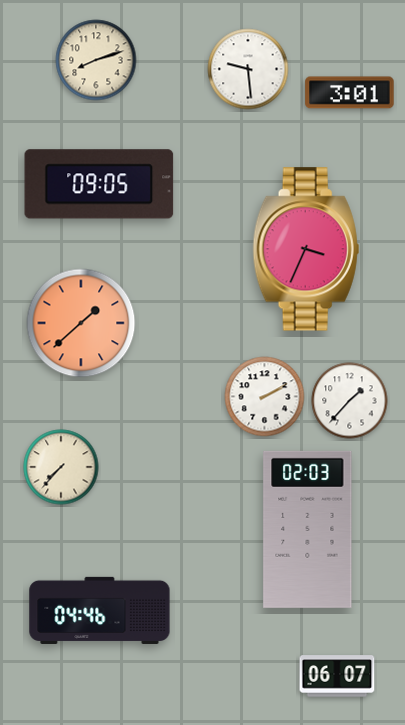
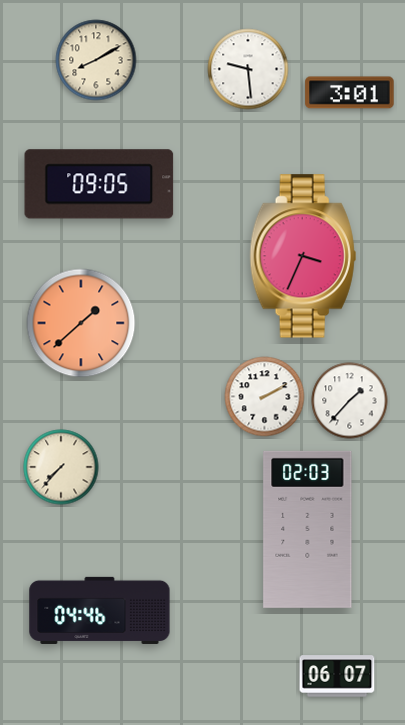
clock at (96, 60): 8:12 -> 8:10
clock at (306, 249) position: (306, 249) -> (303, 256)
